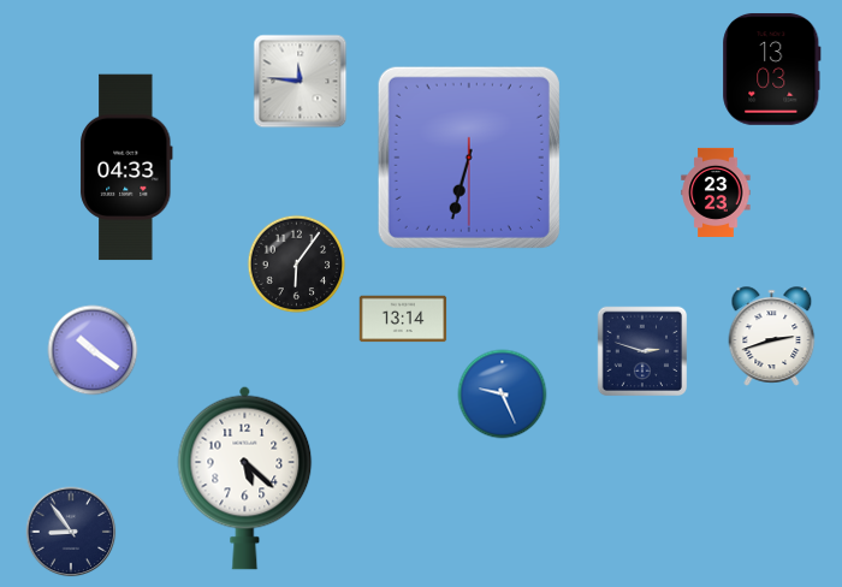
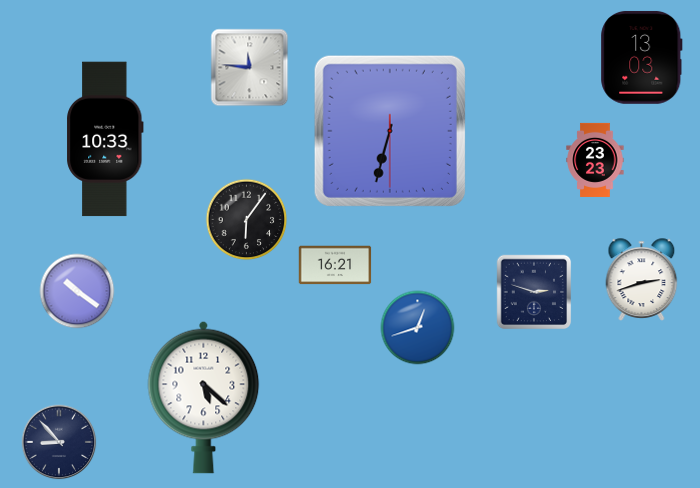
clock at (126, 167): 04:33 -> 10:33
clock at (403, 319): 13:14 -> 16:21
clock at (503, 395): 9:26 -> 12:42
clock at (71, 532): 8:54 -> 8:53
